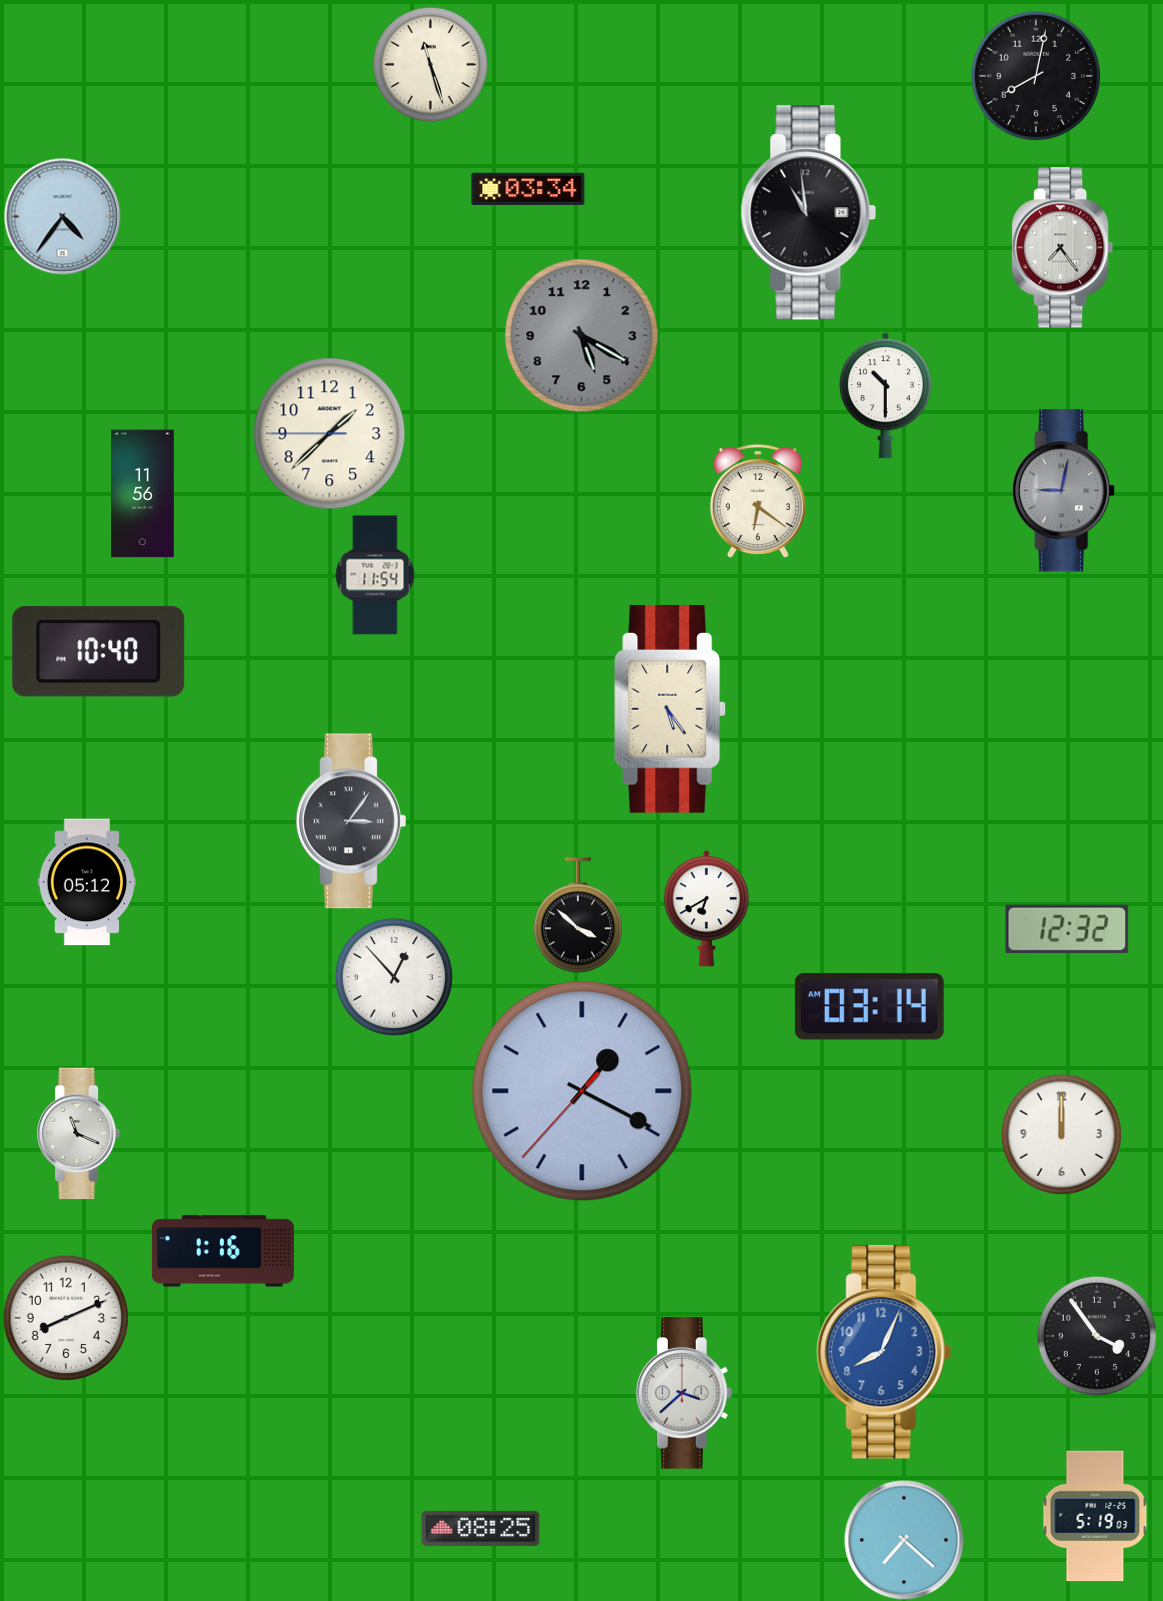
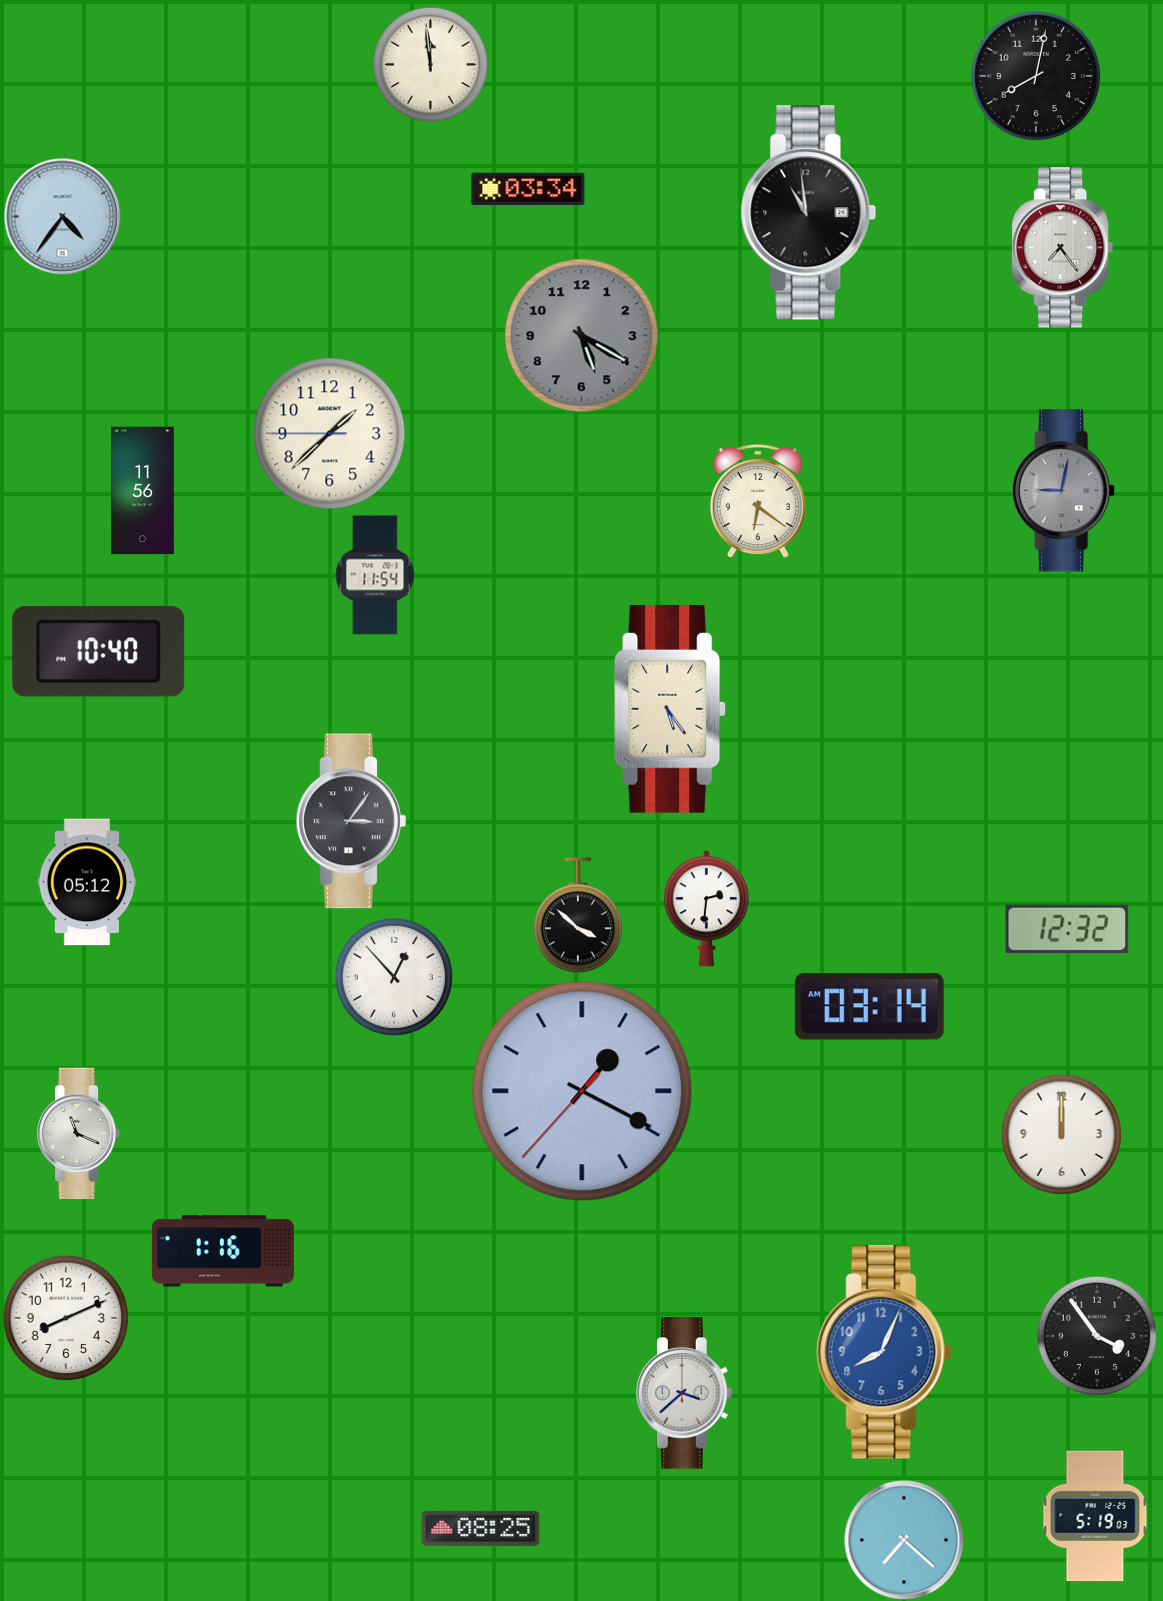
clock at (430, 64): 11:27 -> 11:59
clock at (885, 396): 10:30 -> none
clock at (143, 494) position: (143, 494) -> (143, 491)
clock at (706, 909): 6:40 -> 2:31
